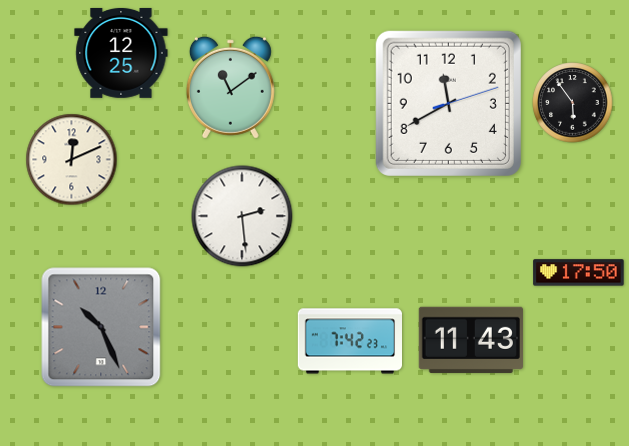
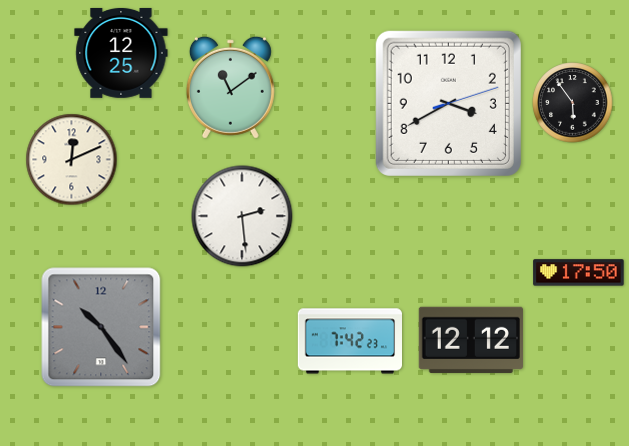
clock at (448, 103): 11:40 -> 3:40
clock at (101, 327): 10:26 -> 10:24
clock at (471, 340): 11:43 -> 12:12
